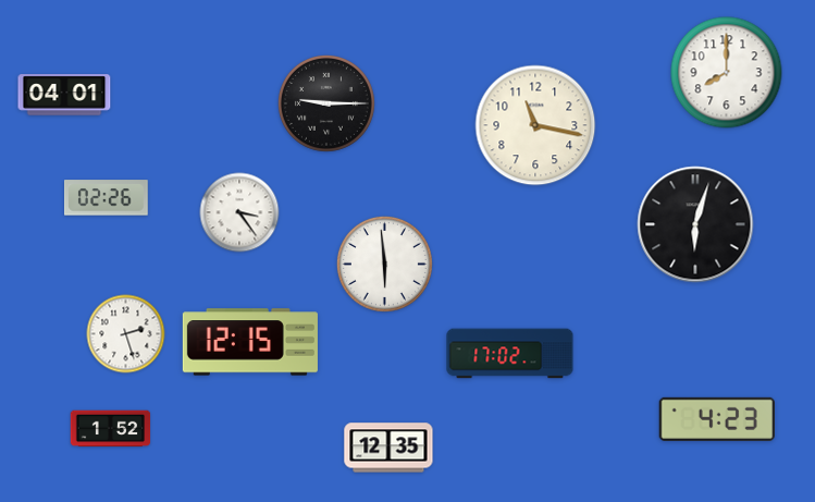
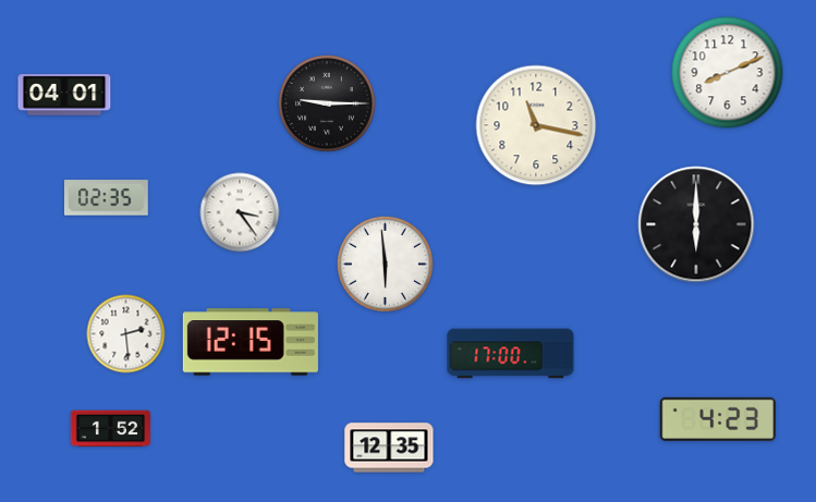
clock at (727, 73): 8:00 -> 8:11
clock at (107, 198): 02:26 -> 02:35
clock at (695, 224): 6:03 -> 6:00
clock at (126, 334): 2:27 -> 2:29
clock at (510, 354): 17:02 -> 17:00
